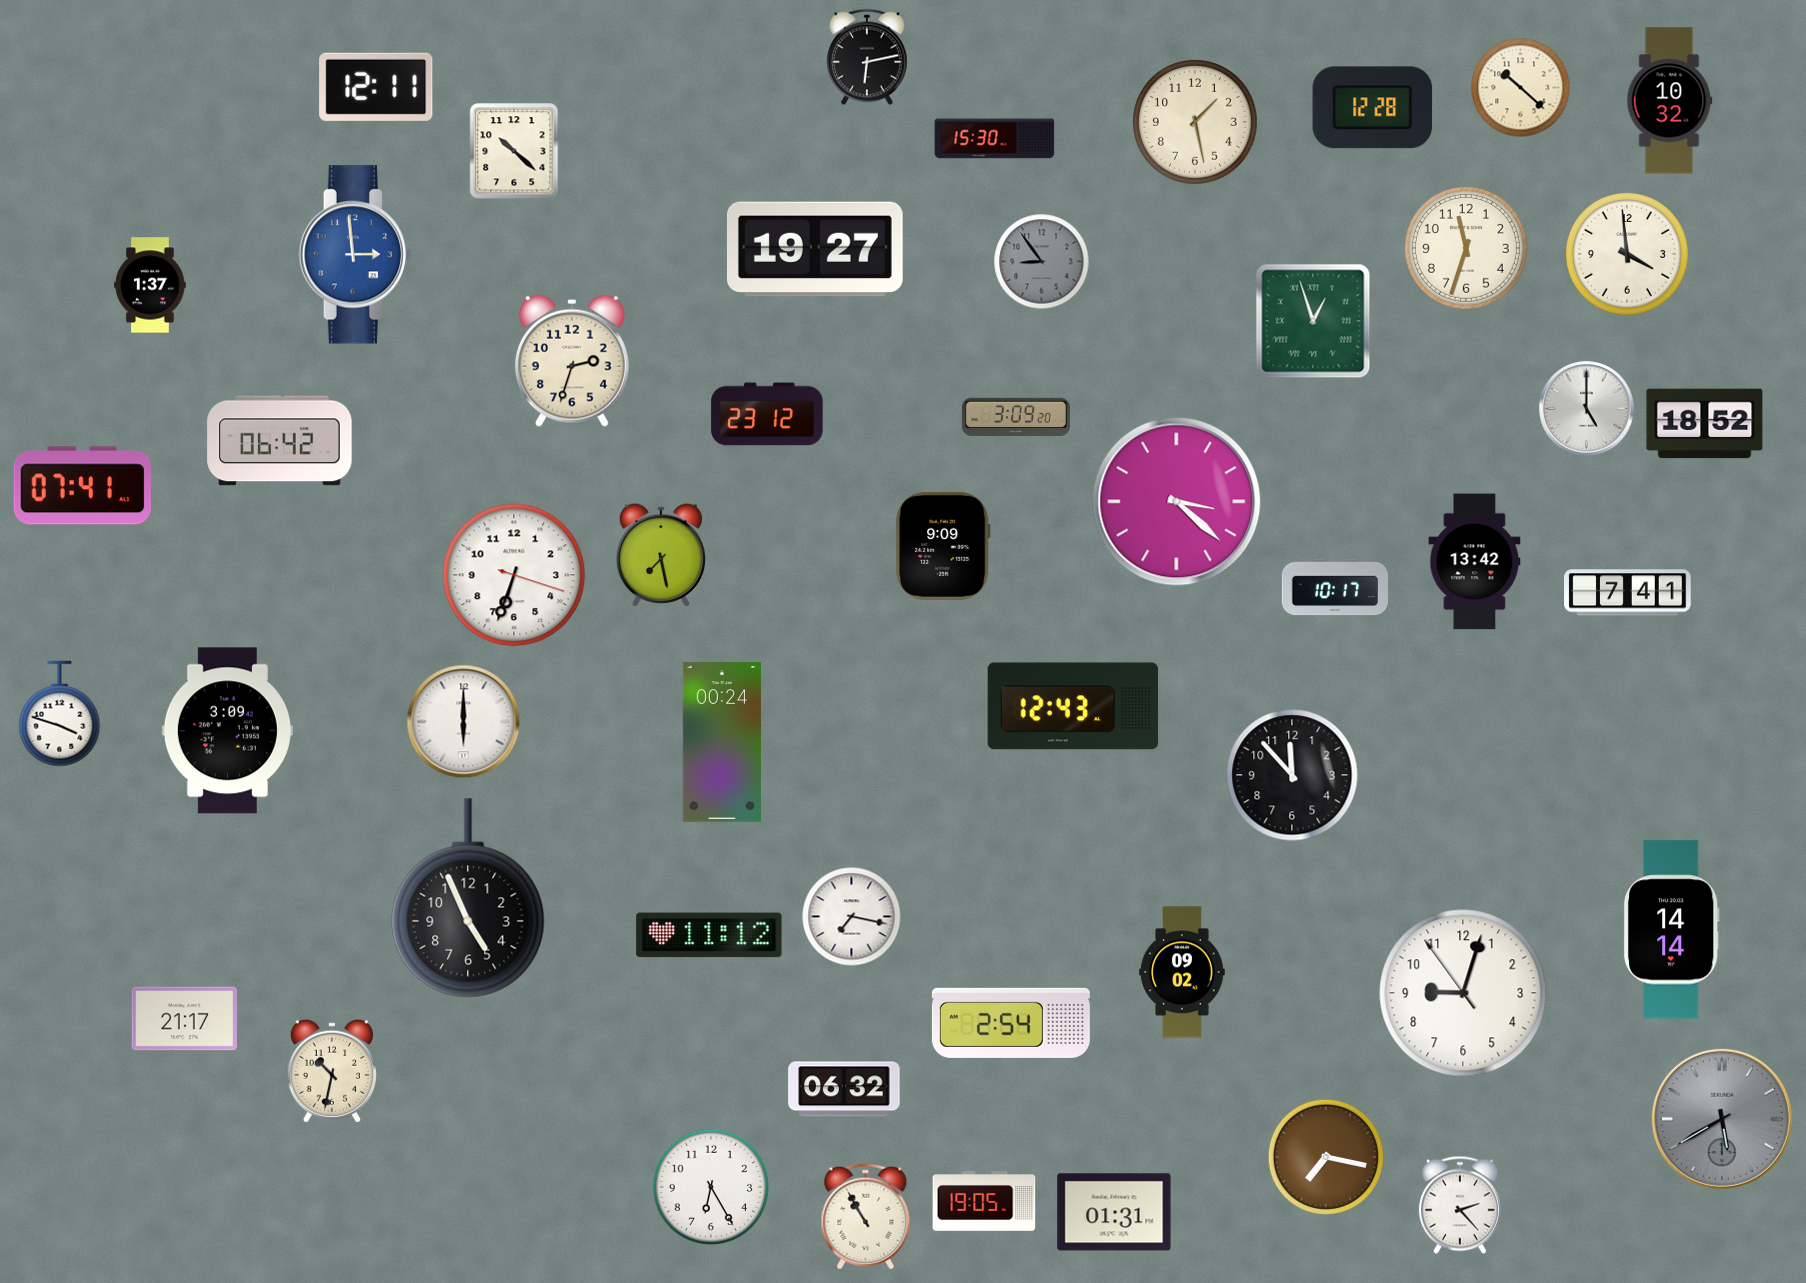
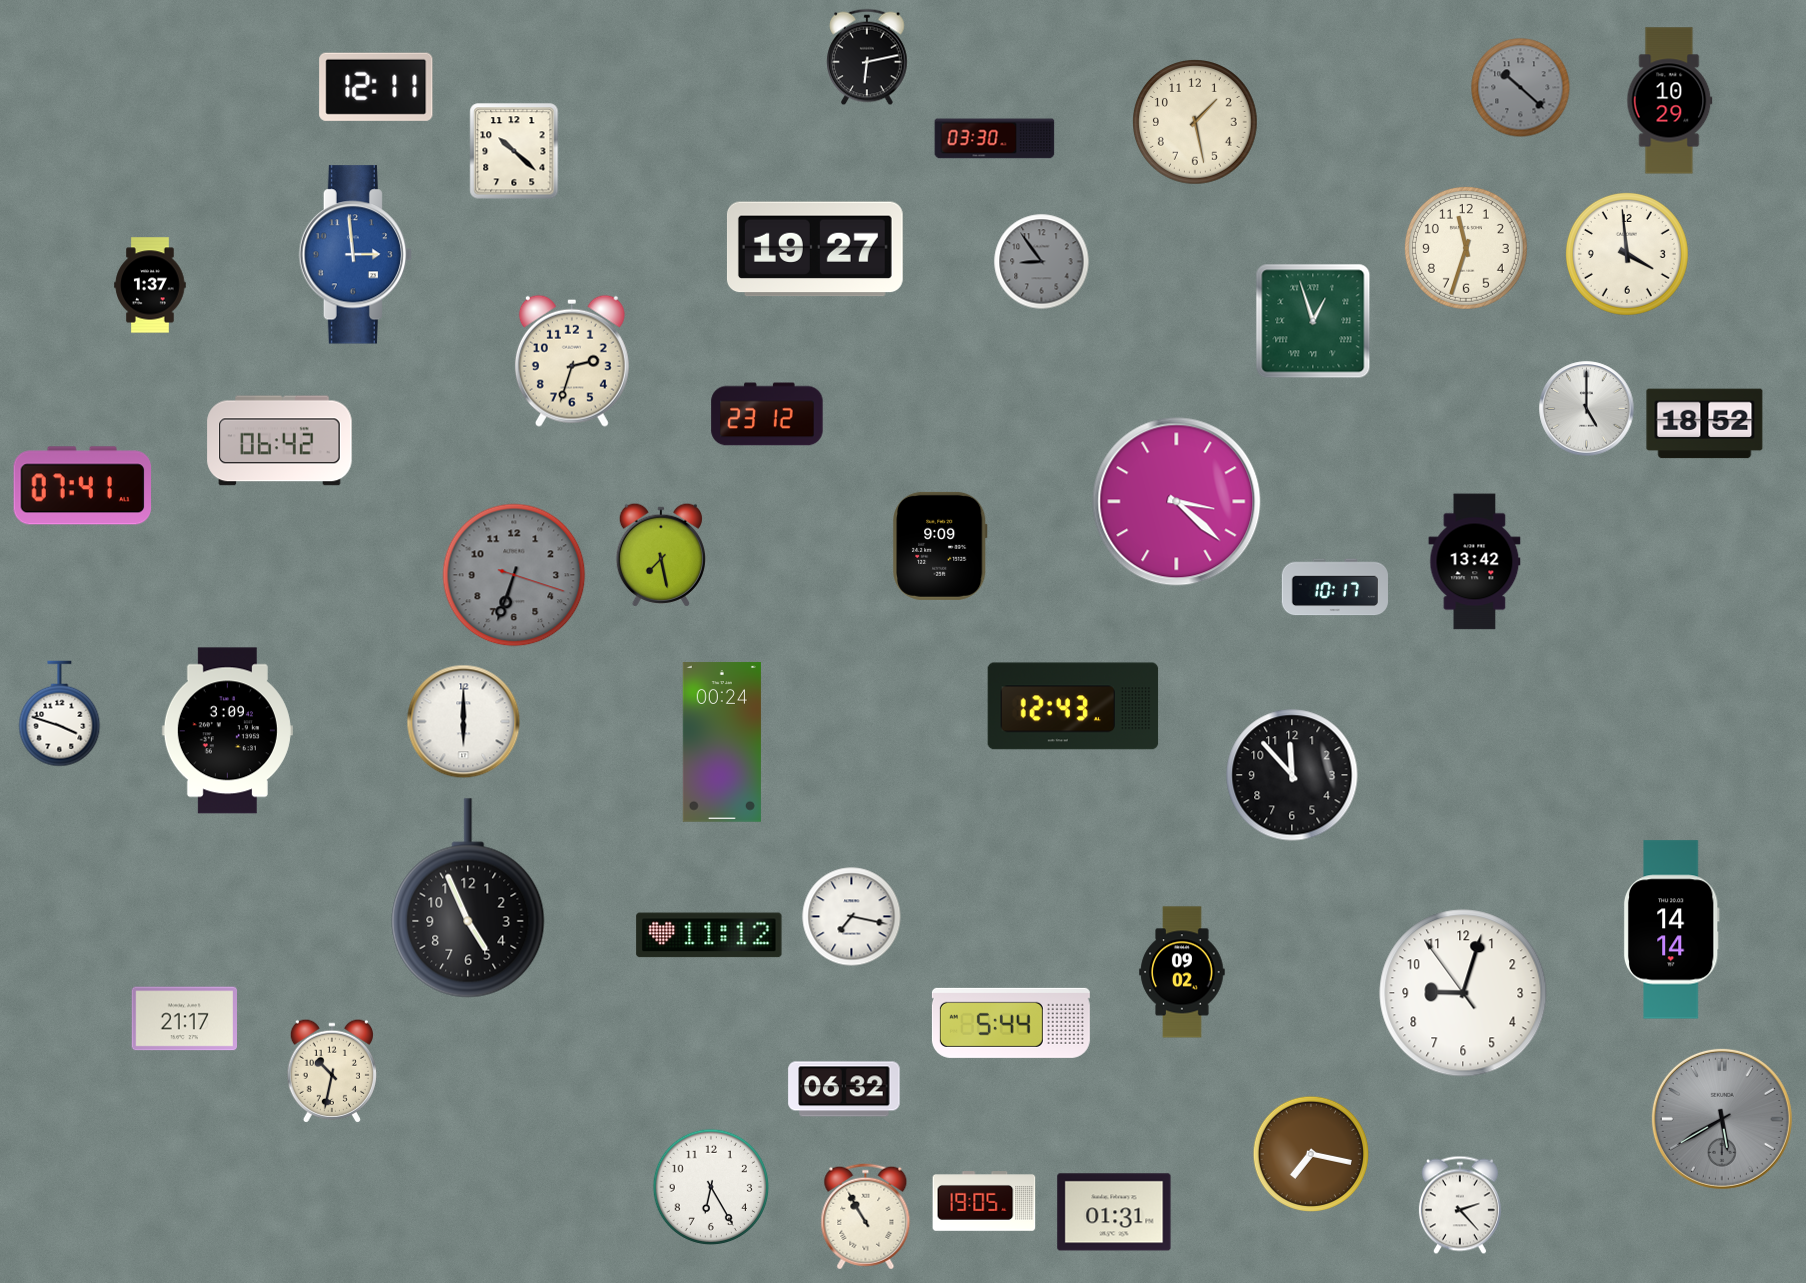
clock at (1521, 88) dial: cream -> grey
clock at (1670, 101): 10:32 -> 10:29
clock at (1373, 108): 12:28 -> none
clock at (995, 139): 15:30 -> 03:30
clock at (1016, 417): 3:09 -> none
clock at (943, 546) position: (943, 546) -> (940, 546)
clock at (514, 575) dial: white -> grey
clock at (1628, 593): 7:41 -> none
clock at (1011, 1023): 2:54 -> 5:44
clock at (1325, 1156) position: (1325, 1156) -> (1310, 1153)
